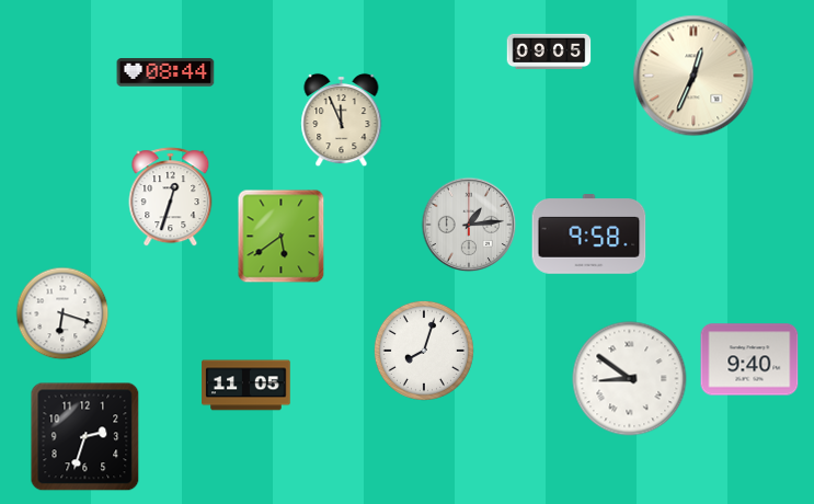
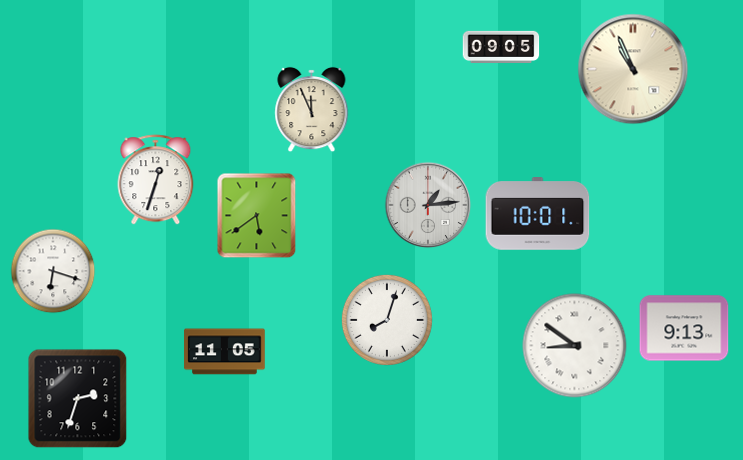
clock at (165, 72): 08:44 -> none
clock at (693, 76): 12:34 -> 10:56
clock at (589, 234): 9:58 -> 10:01
clock at (62, 313) position: (62, 313) -> (53, 271)
clock at (749, 359): 9:40 -> 9:13
